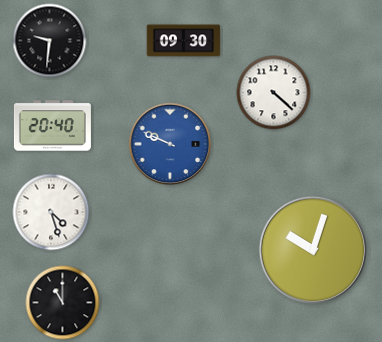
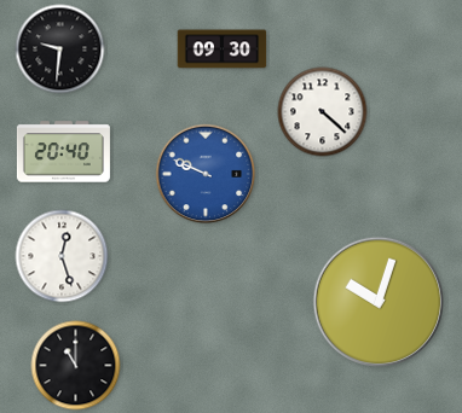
clock at (274, 93) position: (274, 93) -> (323, 112)
clock at (51, 212): 4:27 -> 12:27
